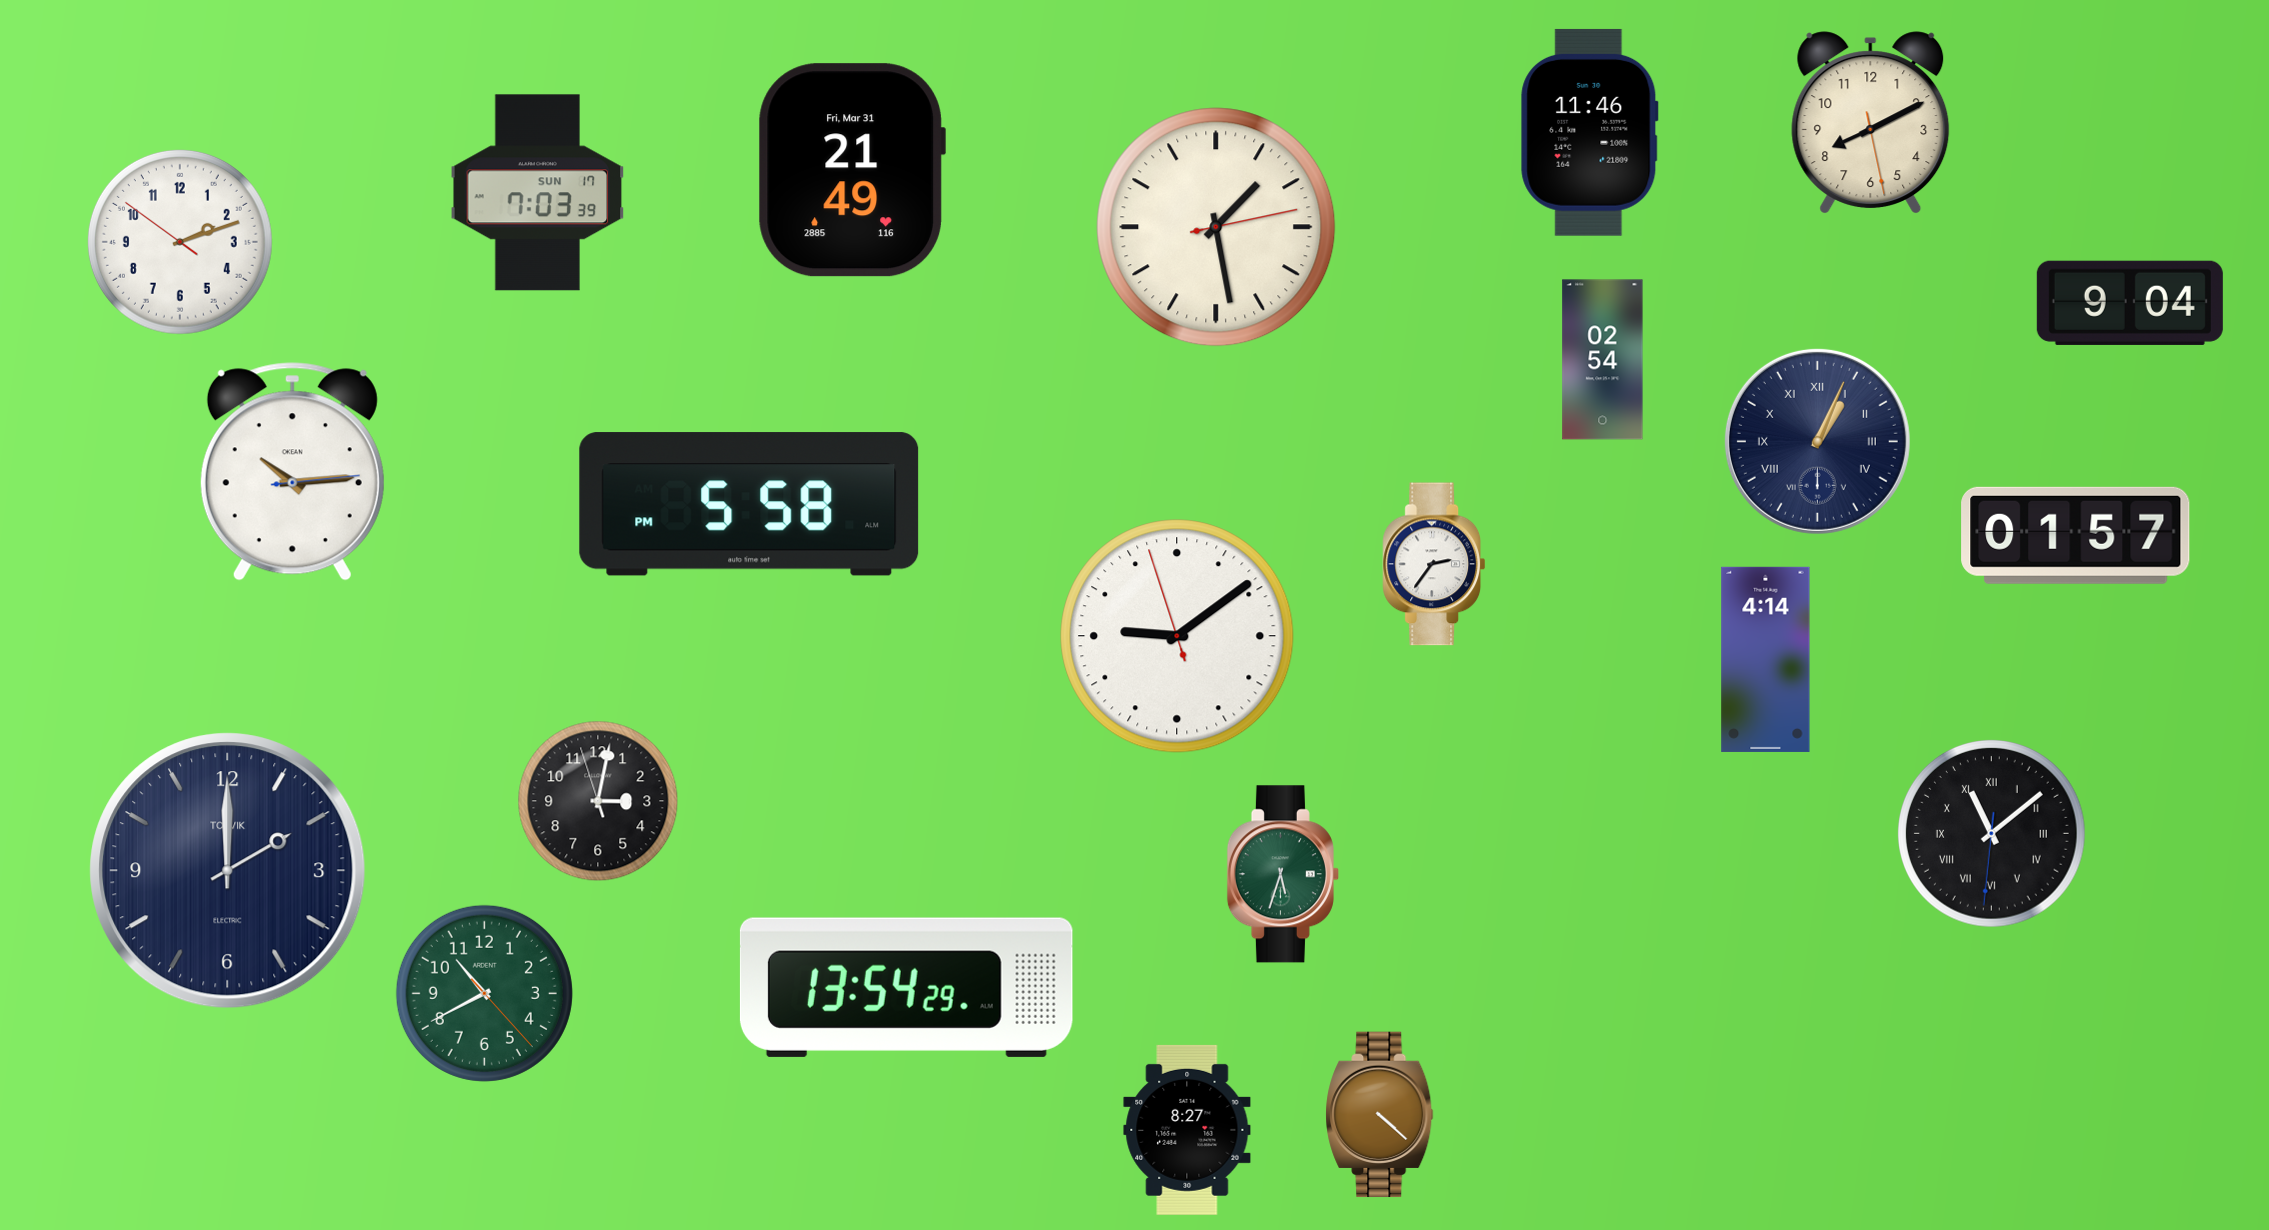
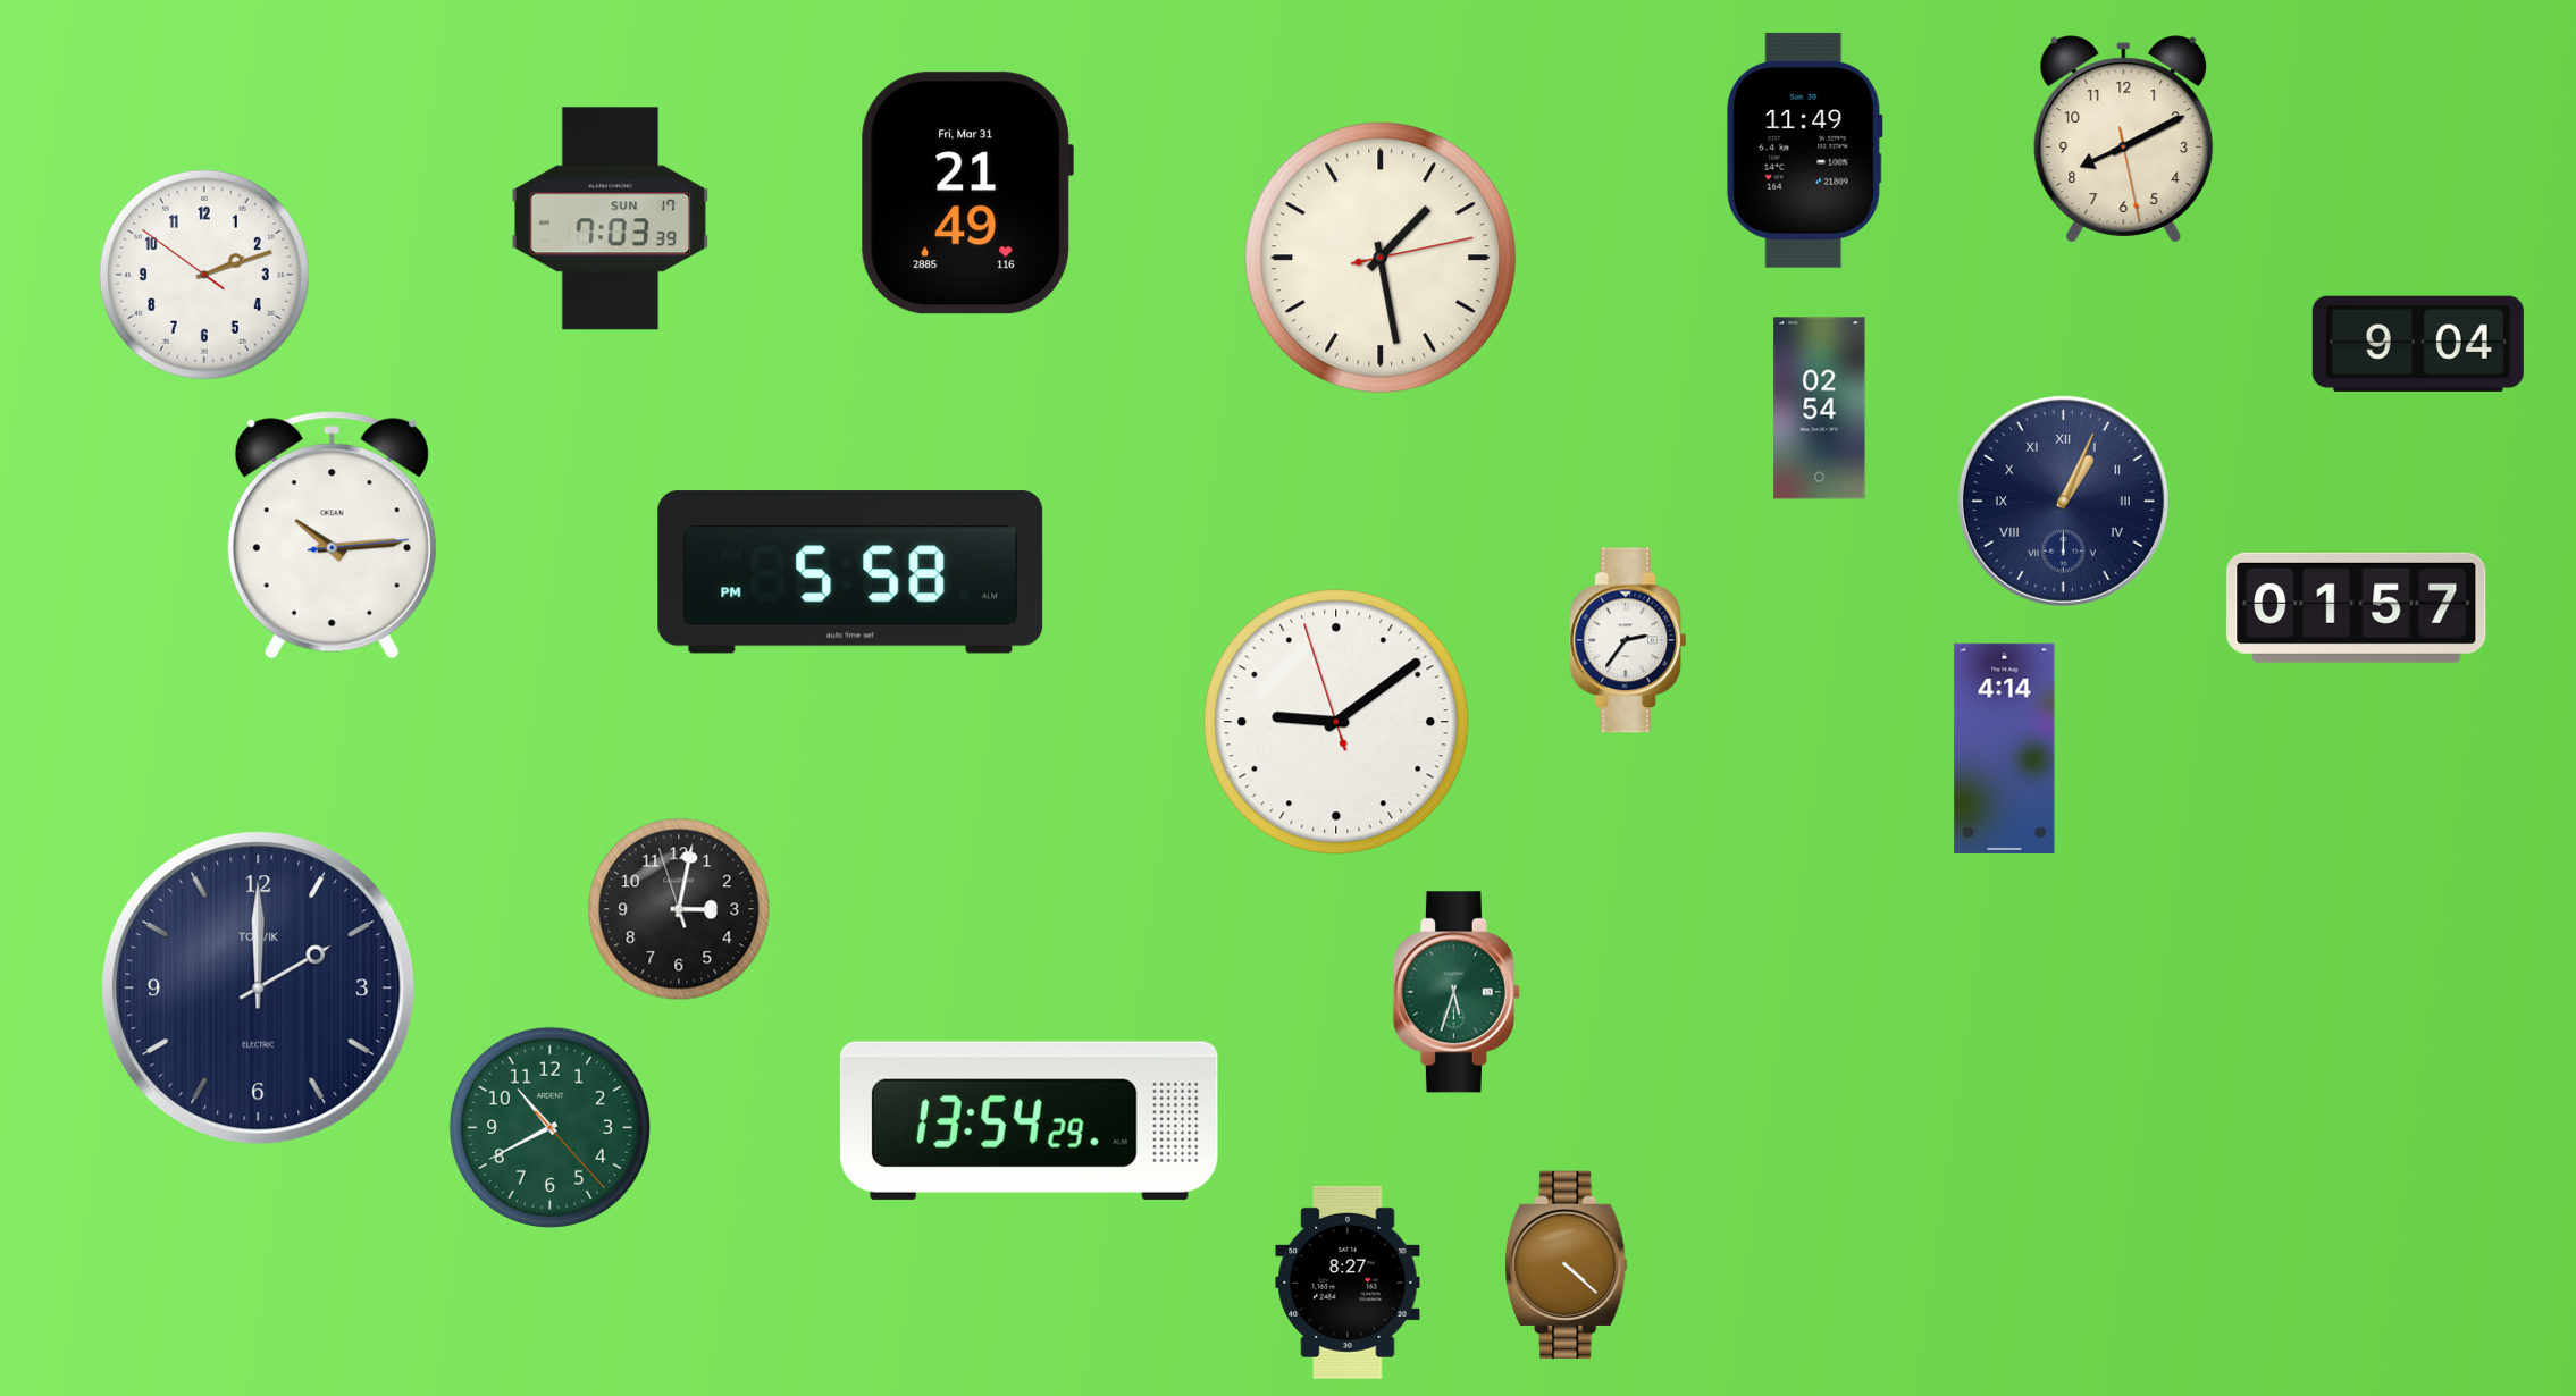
clock at (1590, 132): 11:46 -> 11:49
clock at (1992, 834): 11:08 -> none
